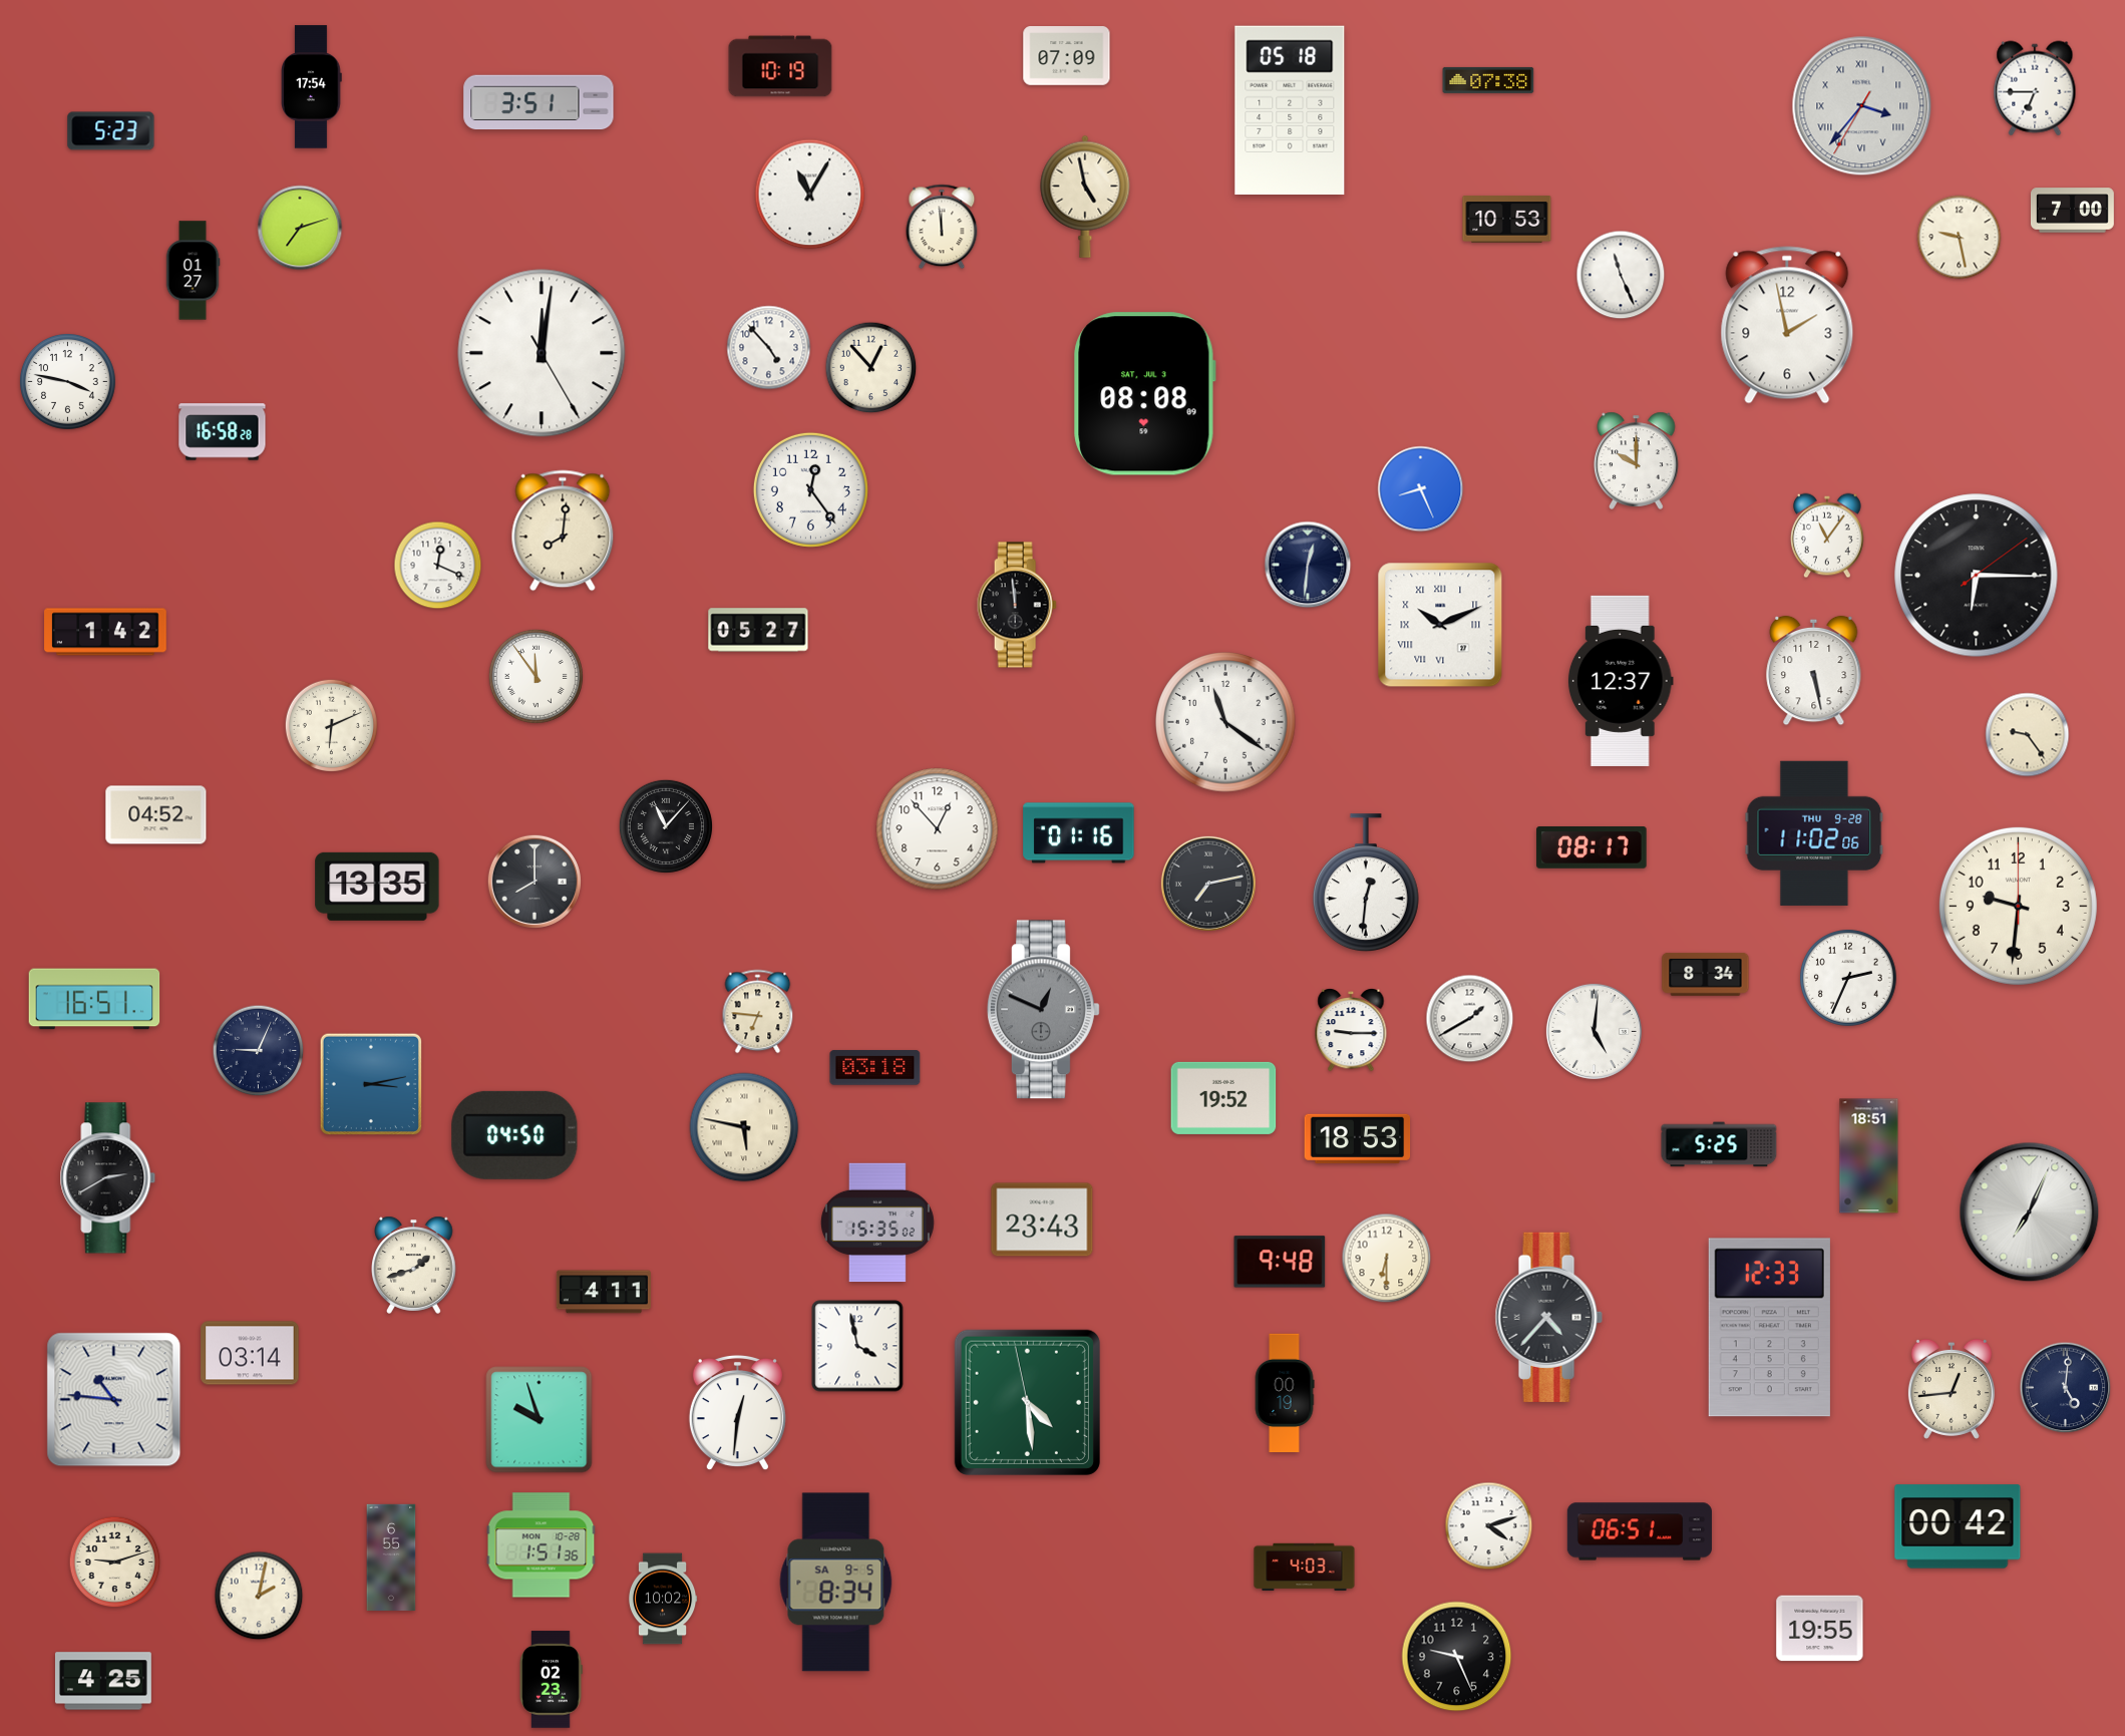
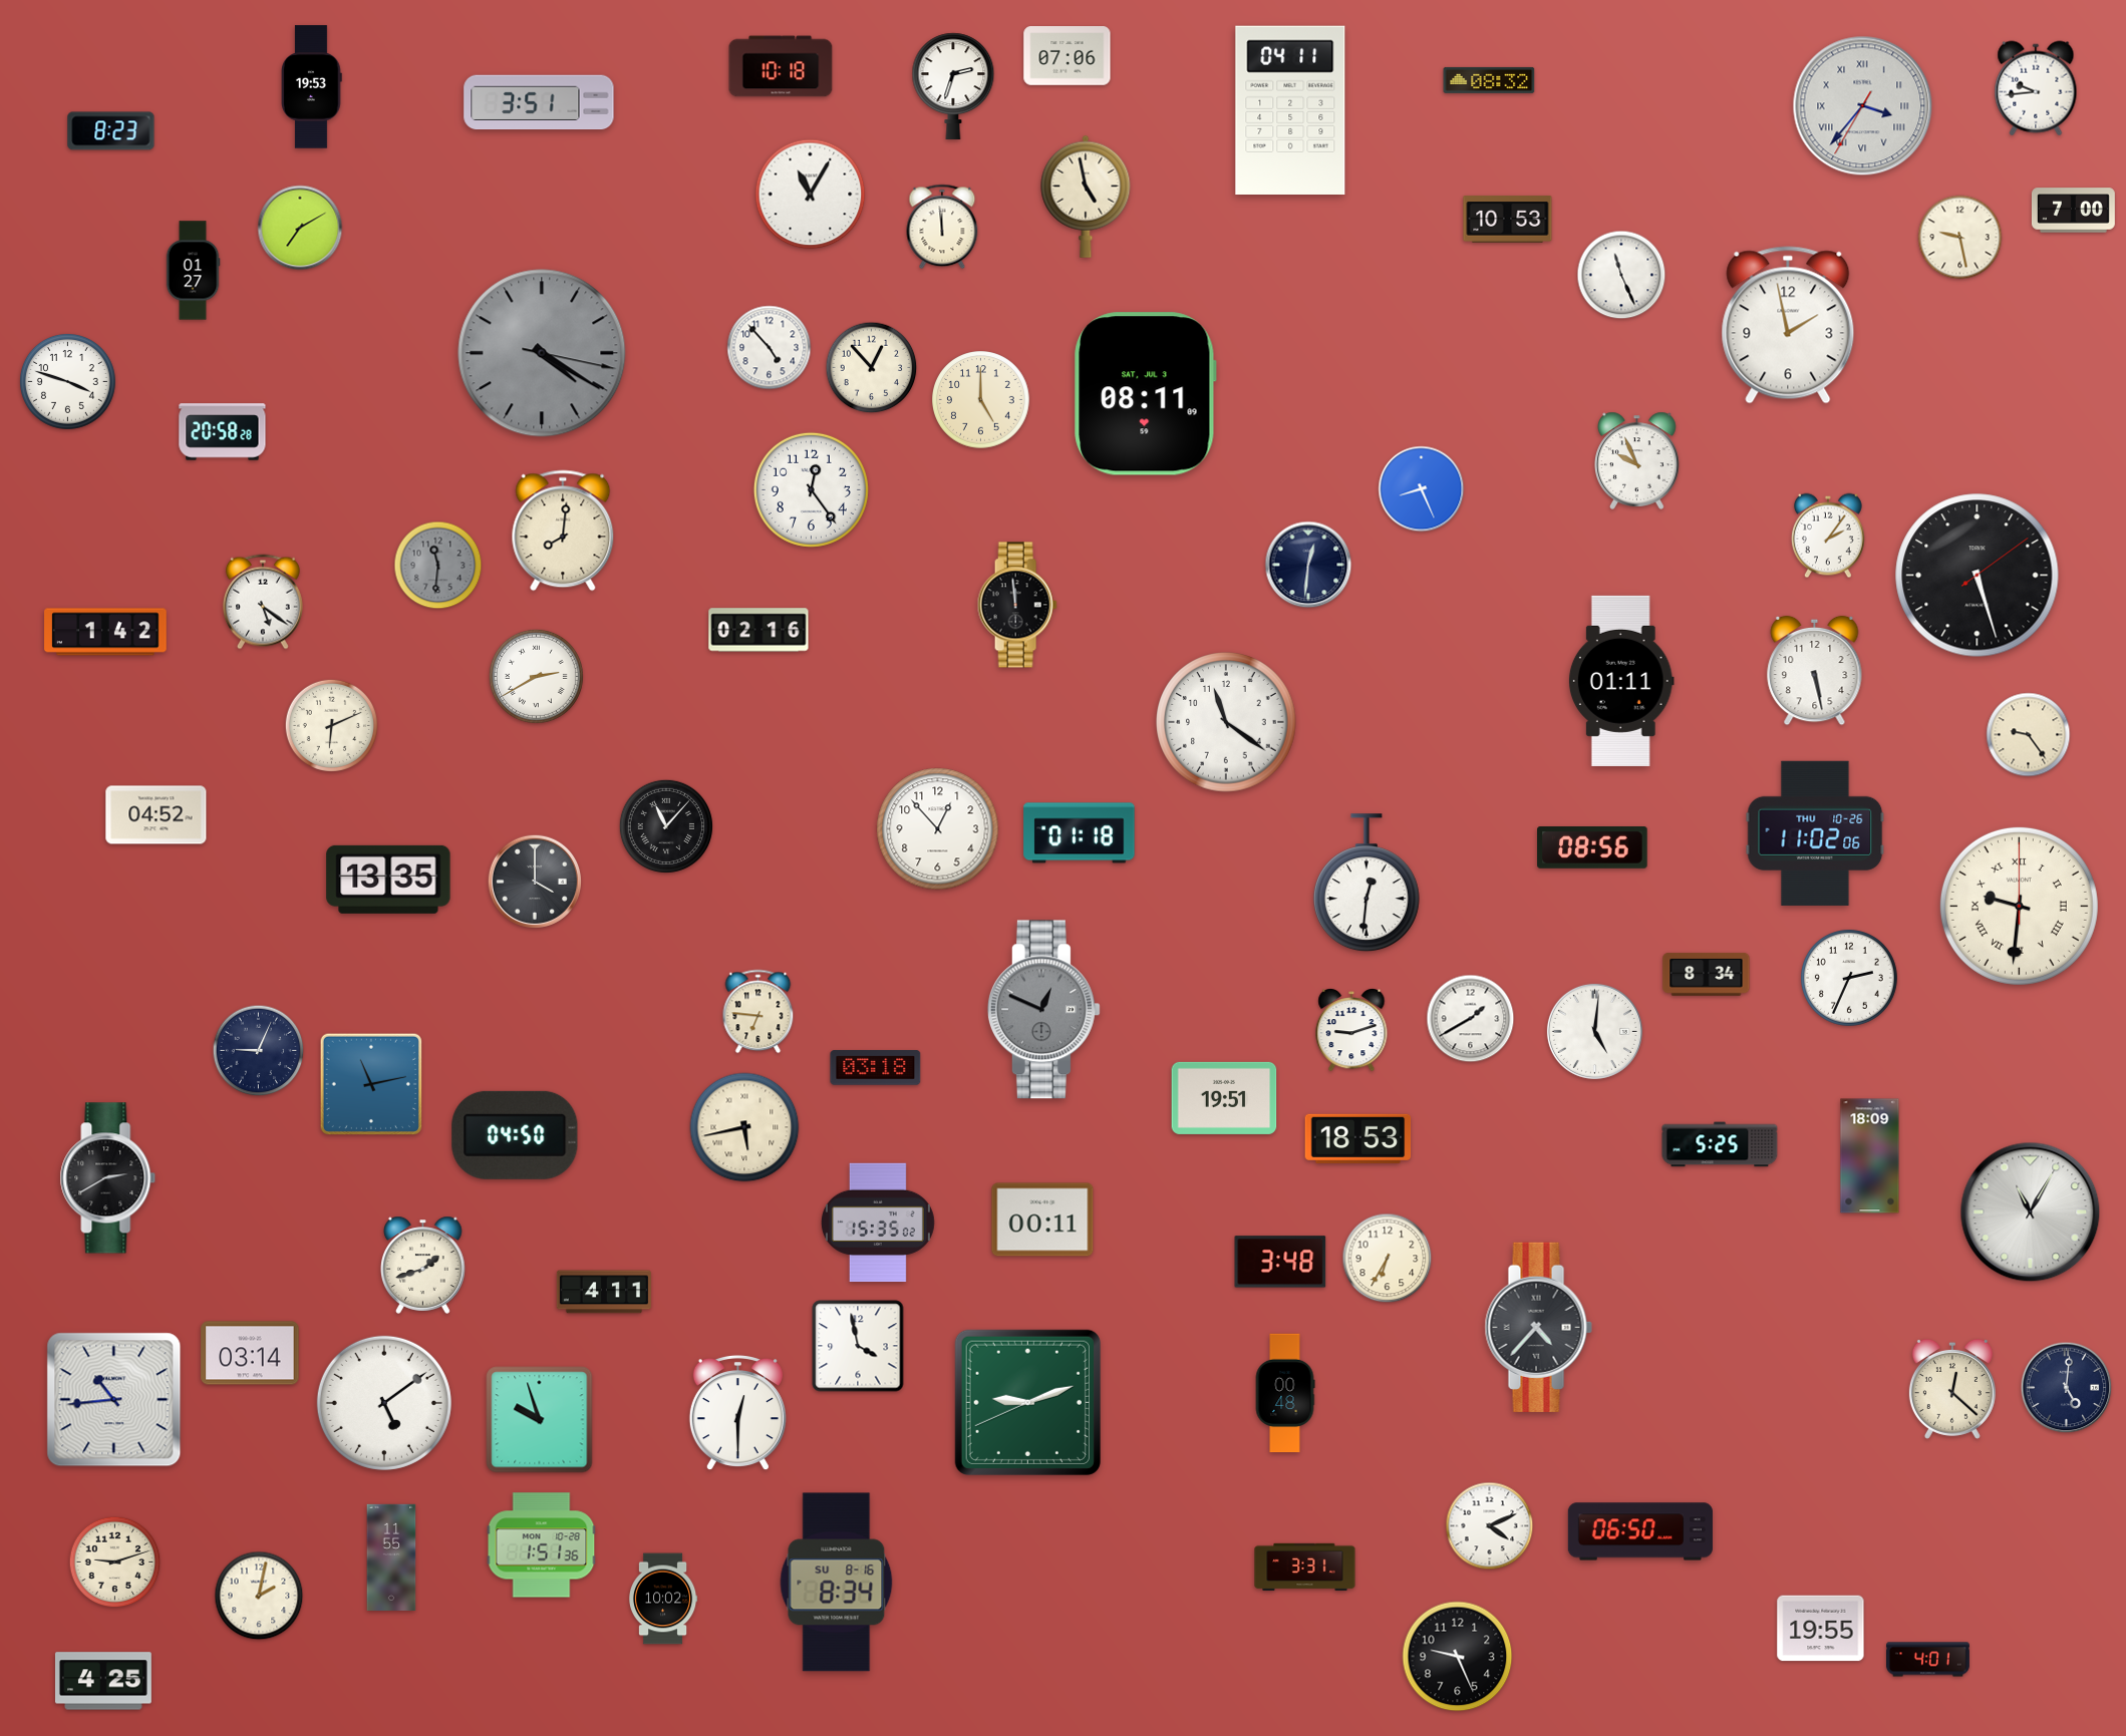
clock at (1067, 56): 07:09 -> 07:06
clock at (780, 66): 10:19 -> 10:18
clock at (1488, 80): 07:38 -> 08:32
clock at (953, 86): none -> 2:33
clock at (311, 87): 17:54 -> 19:53
clock at (2035, 88): 6:45 -> 9:44
clock at (1290, 109): 05:18 -> 04:11
clock at (111, 131): 5:23 -> 8:23
clock at (300, 228): 7:12 -> 7:10
clock at (542, 353): 12:01 -> 4:20
clock at (542, 353) dial: white -> grey
clock at (67, 381): 3:47 -> 3:48
clock at (1145, 394): 08:08 -> 08:11
clock at (981, 400): none -> 5:00
clock at (223, 432): 16:58 -> 20:58
clock at (1637, 460): 10:00 -> 9:56
clock at (1828, 536): 11:06 -> 2:06
clock at (438, 566): 12:19 -> 11:31
clock at (438, 566) dial: white -> grey
clock at (1977, 576): 6:15 -> 5:27
clock at (263, 602): none -> 5:21
clock at (1440, 625): 10:11 -> none
clock at (758, 630): 05:27 -> 02:16
clock at (536, 676): 11:54 -> 2:40
clock at (1621, 681): 12:37 -> 01:11
clock at (1079, 833): 01:16 -> 01:18
clock at (1814, 833) date: THU 9-28 -> THU 10-26
clock at (1591, 848): 08:17 -> 08:56
clock at (534, 881): 8:00 -> 4:00
clock at (1208, 884): 7:13 -> none
clock at (377, 887) position: (377, 887) -> (388, 880)
clock at (2018, 906) numerals: Arabic -> Roman
clock at (94, 999): 16:51 -> none
clock at (1351, 1031): 9:15 -> 9:12
clock at (371, 1084): 3:13 -> 11:13
clock at (1223, 1098): 19:52 -> 19:51
clock at (744, 1127): 5:47 -> 5:43
clock at (1869, 1156): 18:51 -> 18:09
clock at (2030, 1212): 7:04 -> 11:05
clock at (1042, 1220): 23:43 -> 00:11
clock at (1387, 1259): 6:30 -> 6:35
clock at (1280, 1262): 9:48 -> 3:48
clock at (414, 1265) position: (414, 1265) -> (423, 1265)
clock at (1548, 1317) position: (1548, 1317) -> (1538, 1327)
clock at (1769, 1328): 12:33 -> none
clock at (1952, 1389): 12:44 -> 12:22
clock at (1285, 1393): 00:19 -> 00:48
clock at (114, 1400): 10:46 -> 10:44
clock at (1027, 1402): 4:28 -> 9:11
clock at (384, 1403): none -> 5:09
clock at (737, 1413): 12:31 -> 12:30
clock at (1489, 1526): 4:12 -> 4:11
clock at (1958, 1526): 00:42 -> none
clock at (1639, 1531): 06:51 -> 06:50
clock at (391, 1556): 6:55 -> 11:55
clock at (1305, 1568): 4:03 -> 3:31
clock at (836, 1583) date: SA 9-5 -> SU 8-16
clock at (1928, 1660): none -> 4:01
clock at (552, 1680): 02:23 -> none
